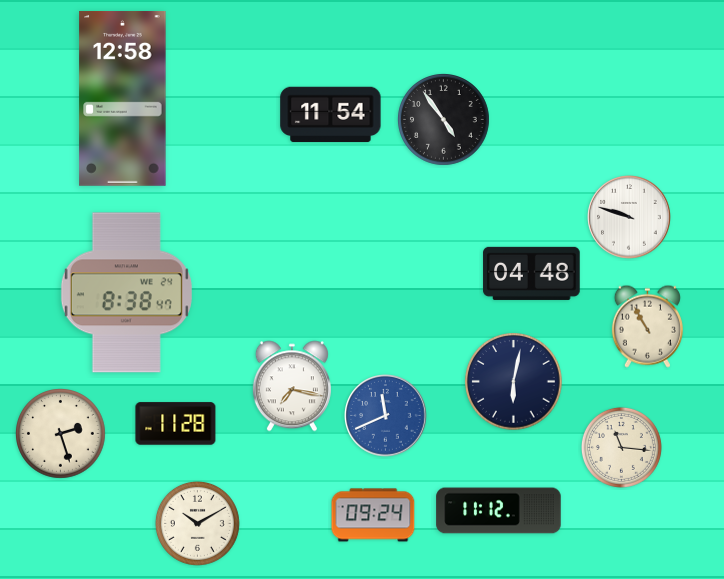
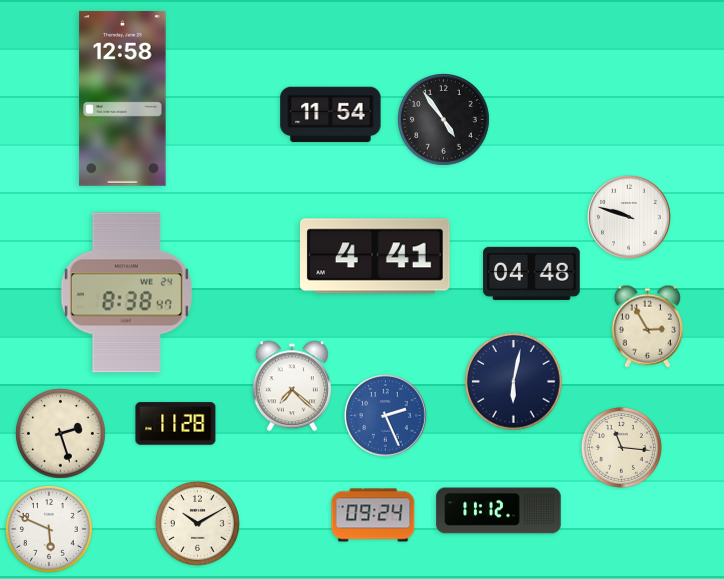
clock at (376, 256): none -> 4:41
clock at (647, 326): 10:55 -> 2:55
clock at (292, 386): 7:17 -> 7:22
clock at (386, 416): 11:41 -> 2:26
clock at (50, 530): none -> 5:49
